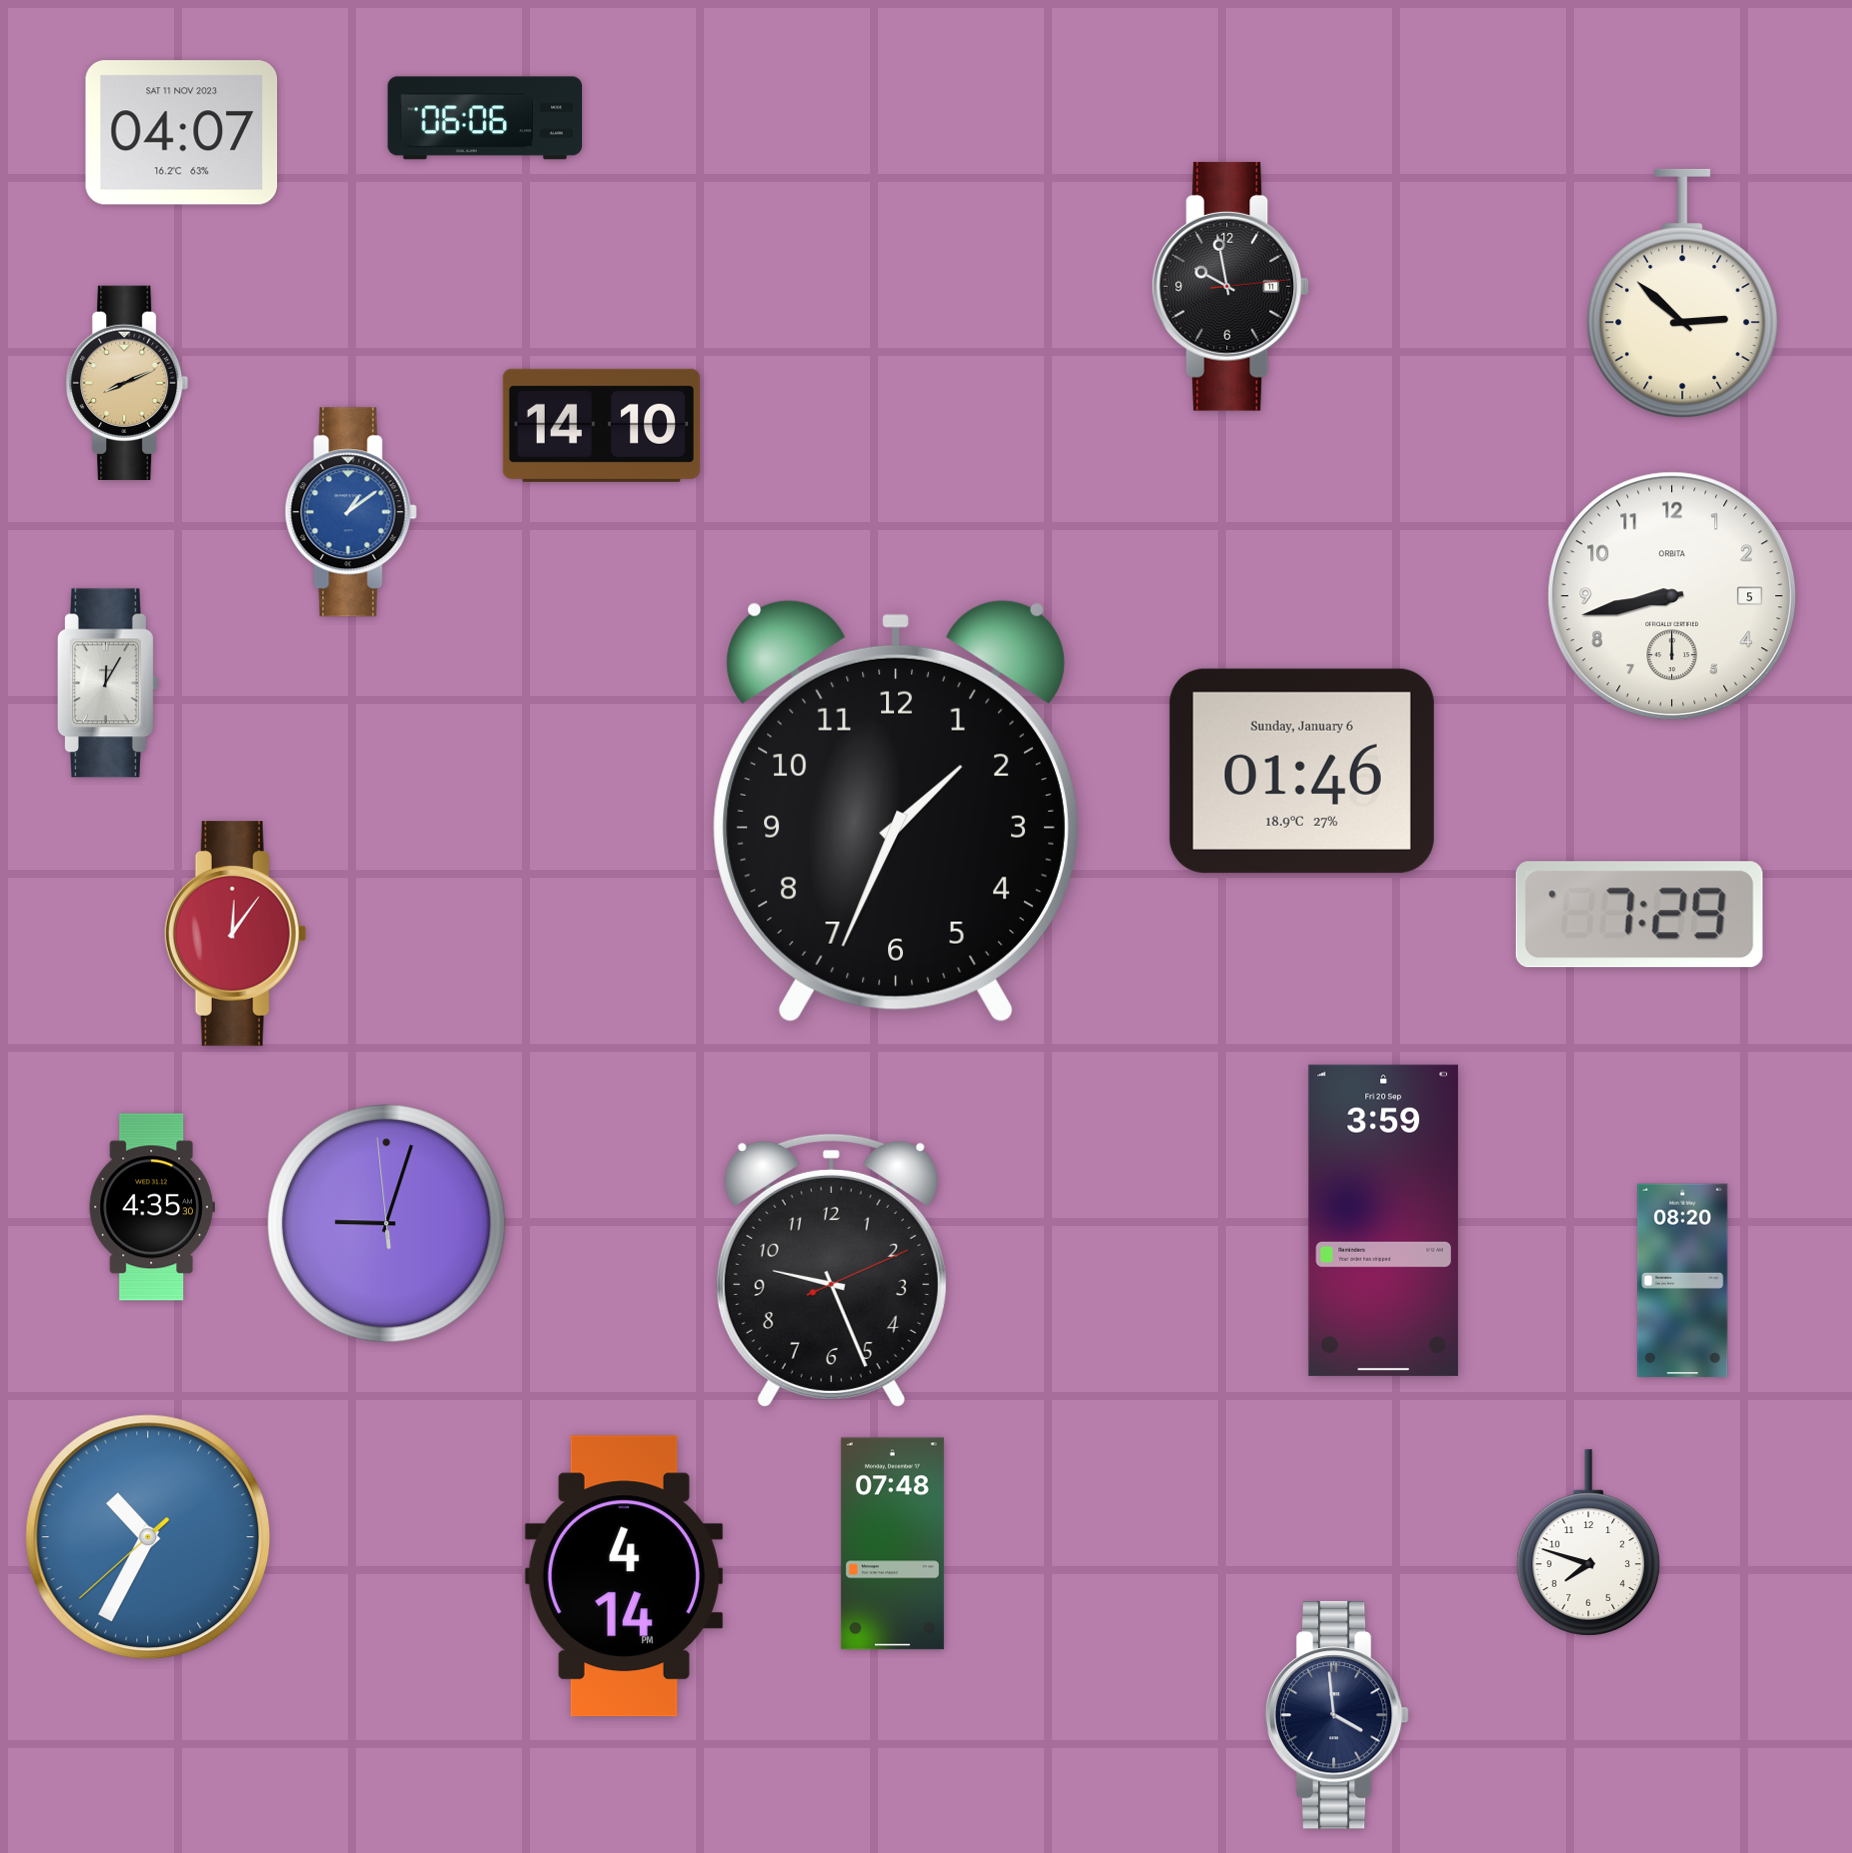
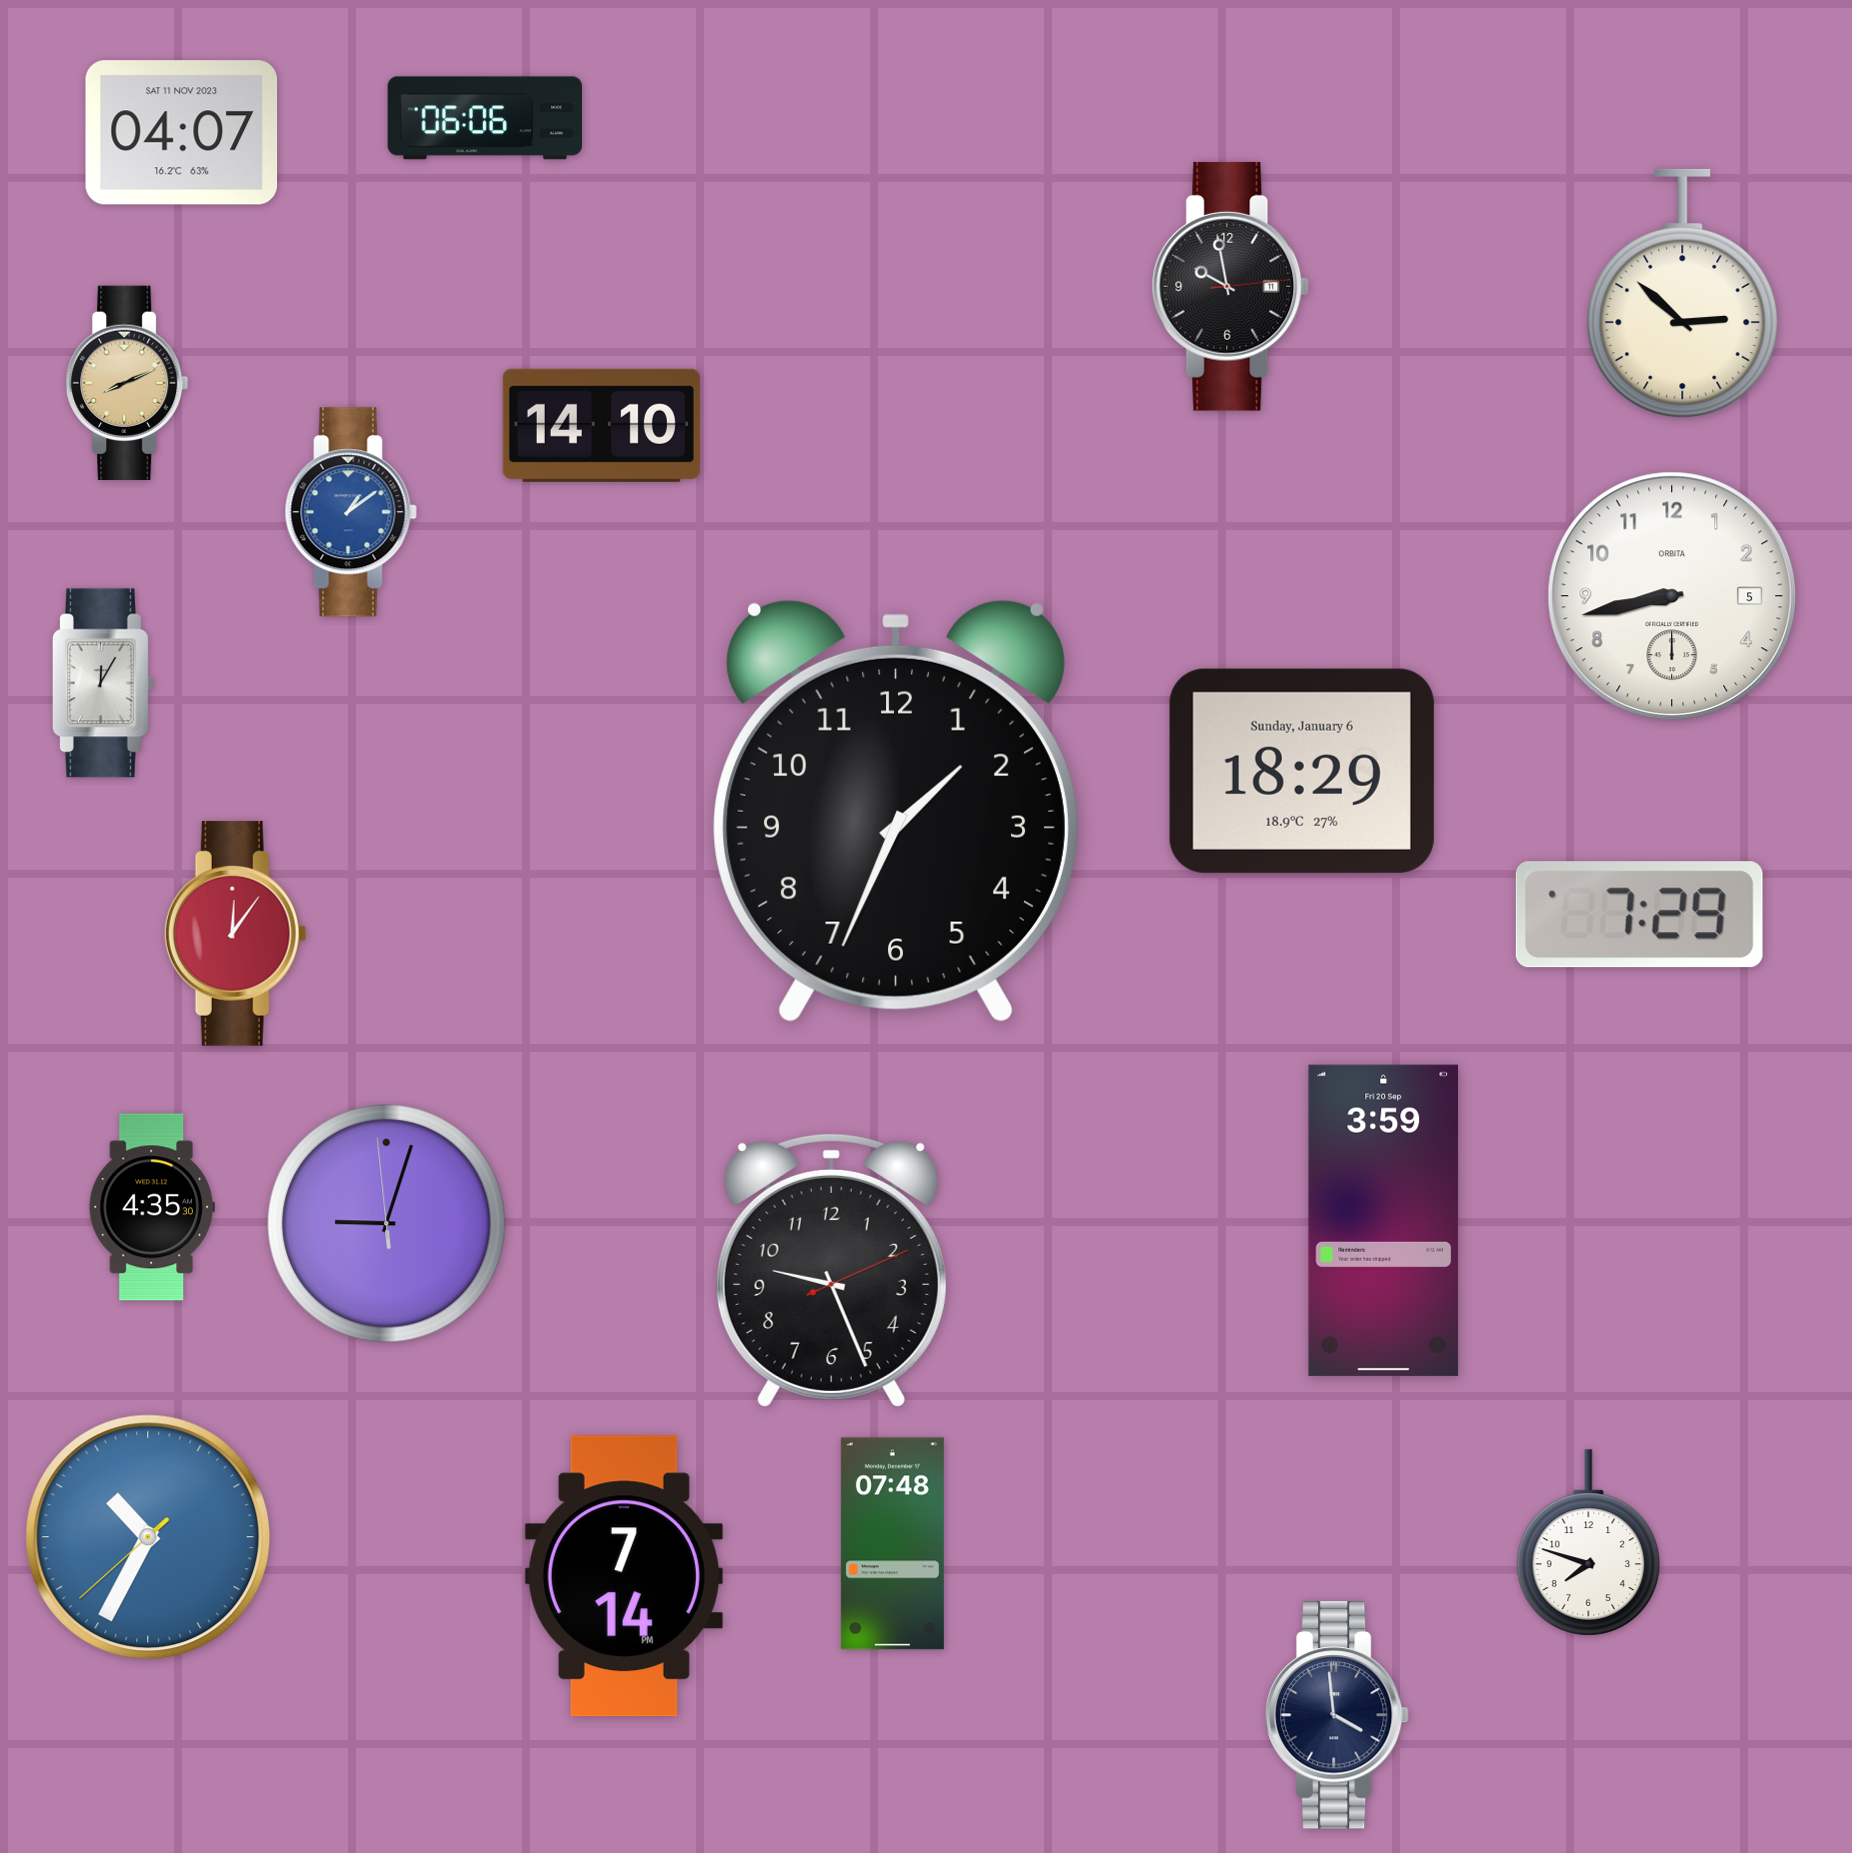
clock at (108, 683) position: (108, 683) -> (103, 683)
clock at (1302, 771): 01:46 -> 18:29
clock at (1683, 1281): 08:20 -> none
clock at (624, 1576): 4:14 -> 7:14
